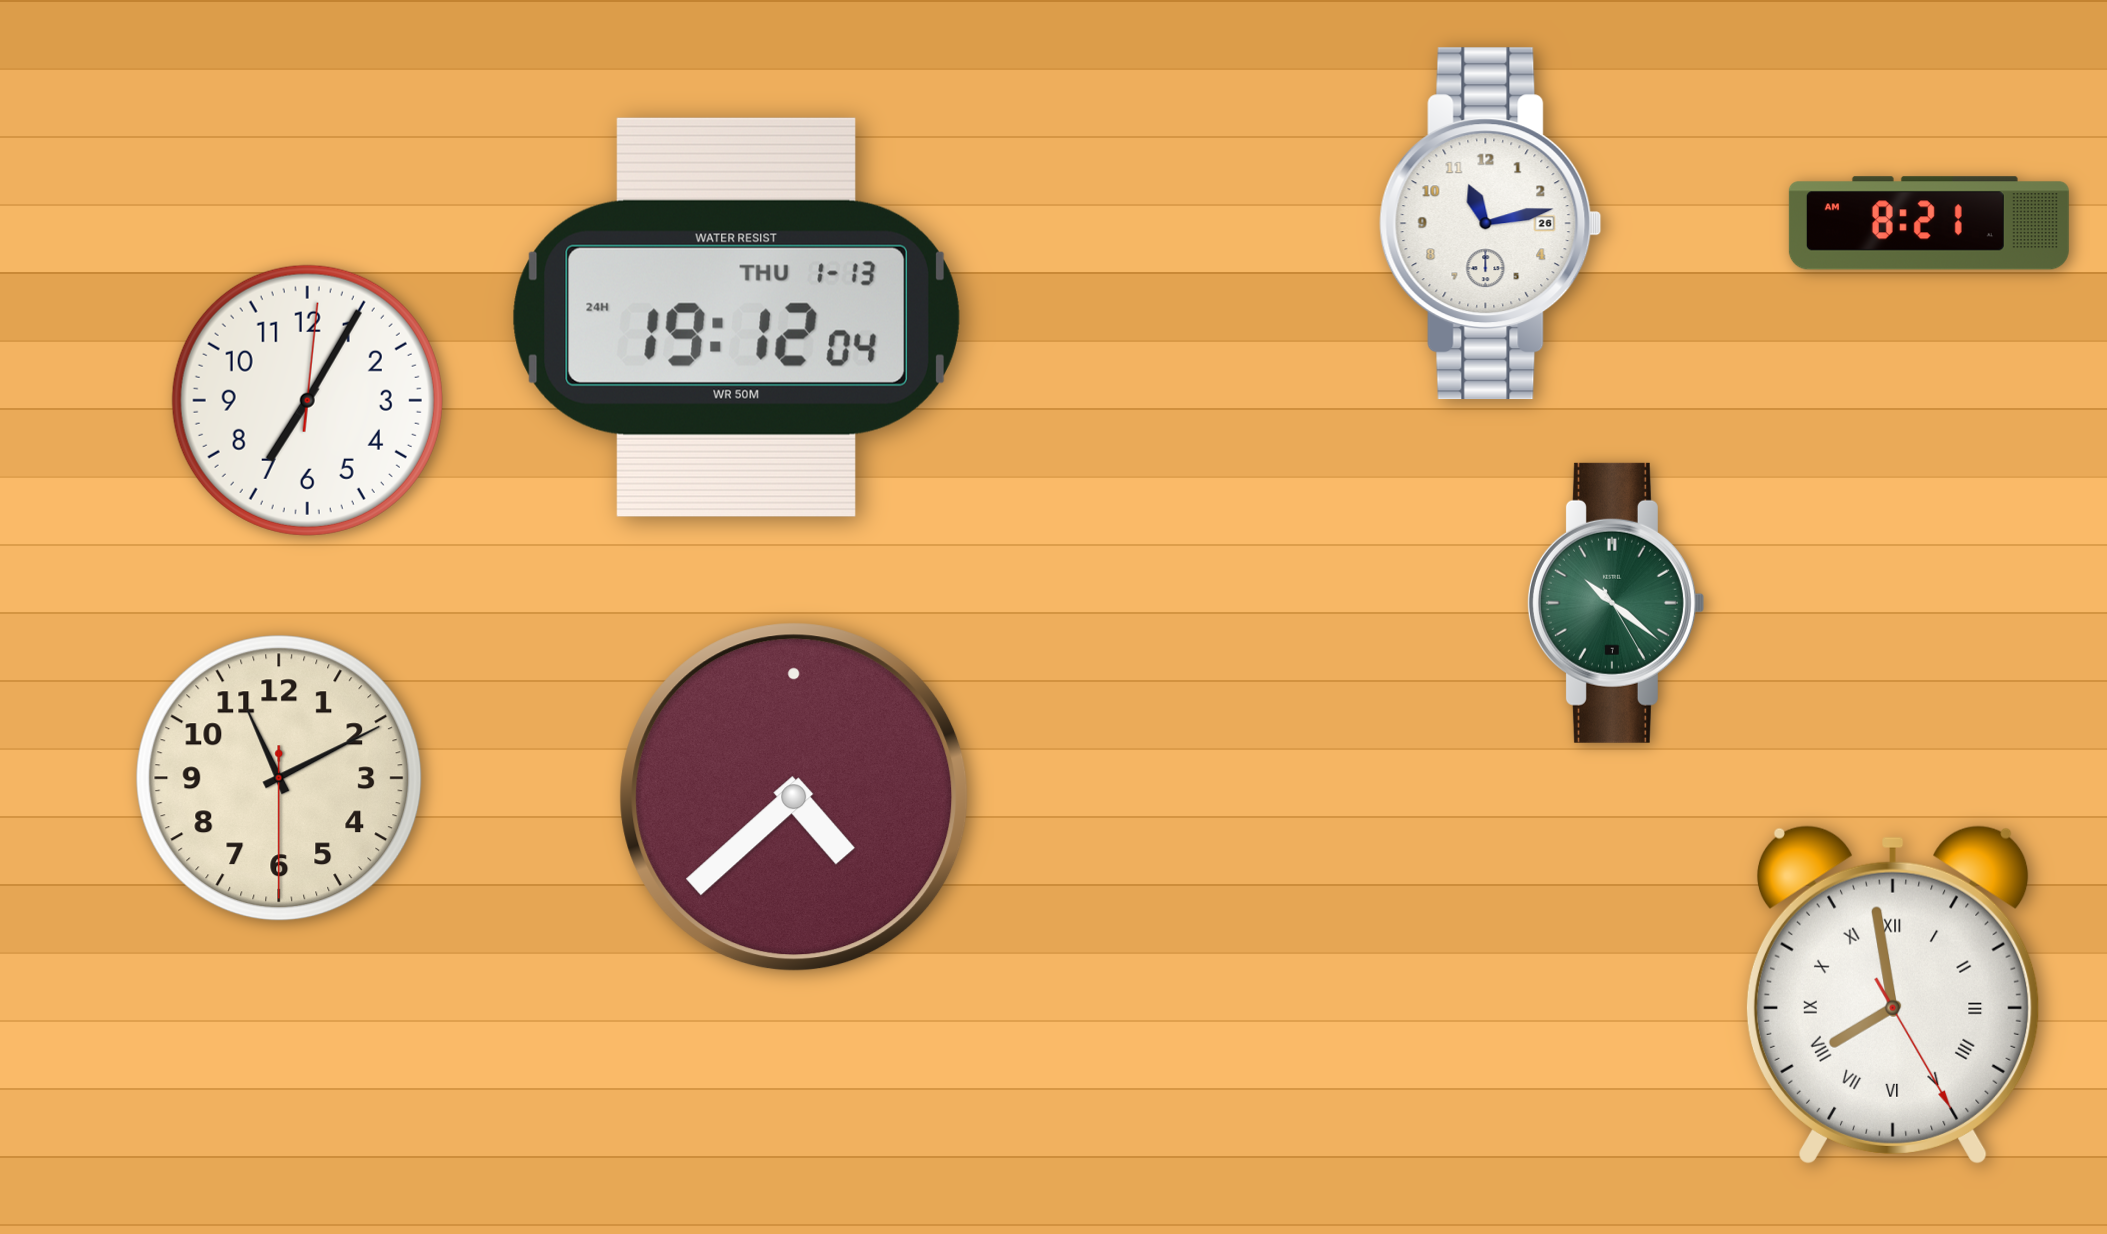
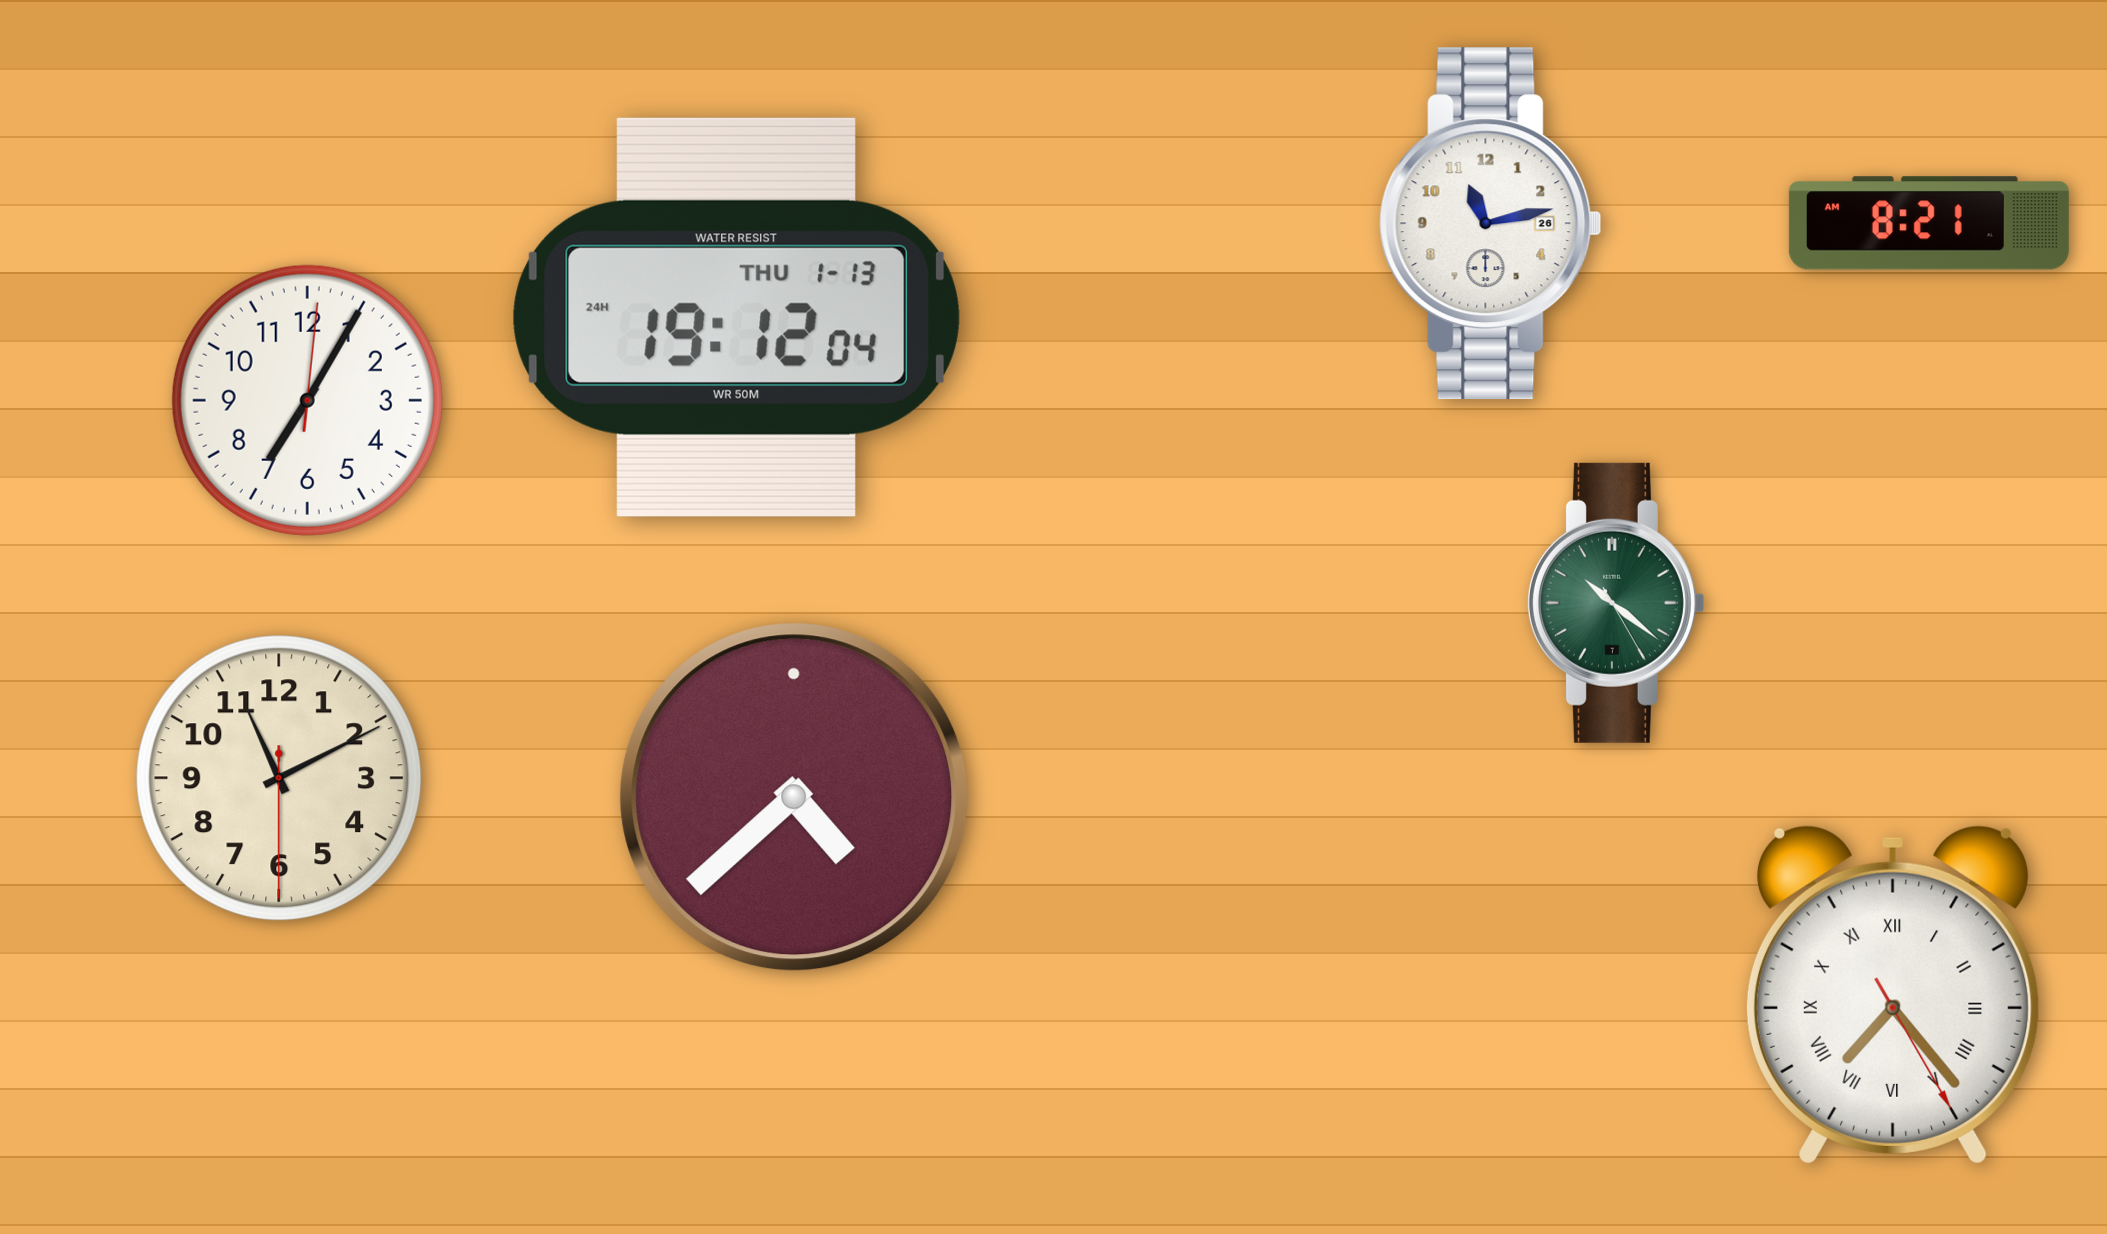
clock at (1893, 995): 7:58 -> 7:23
